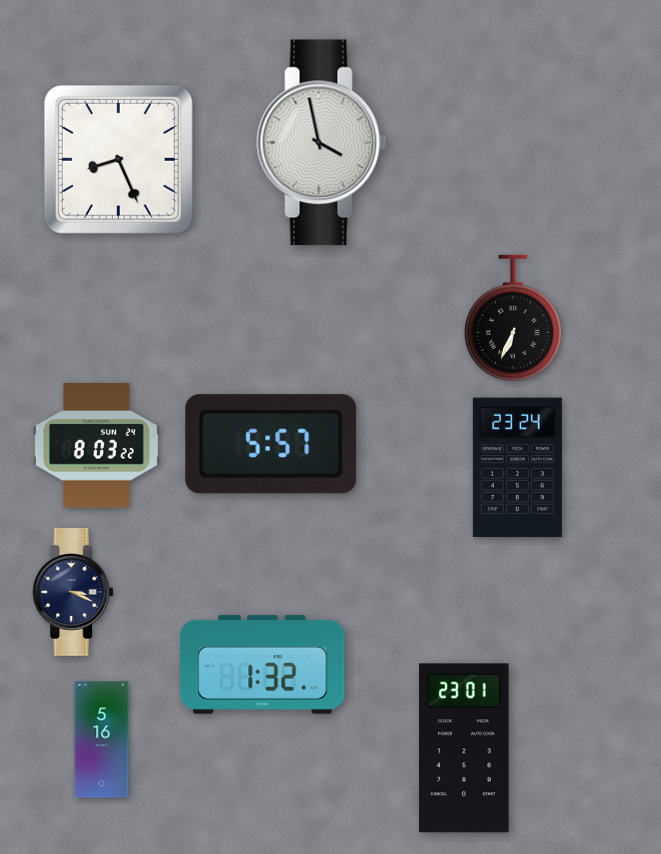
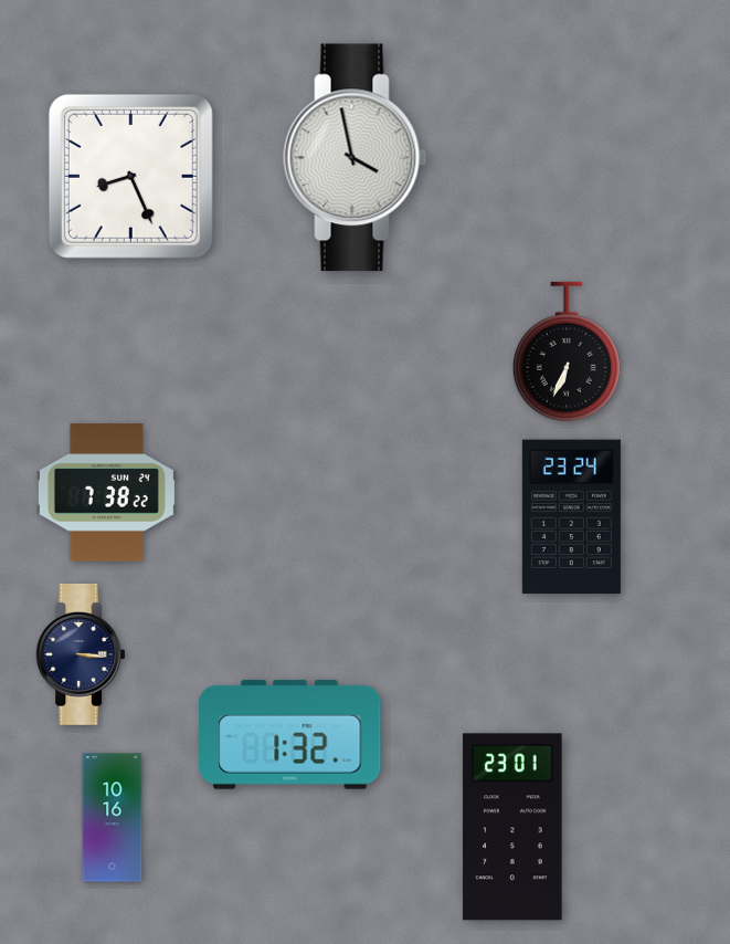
clock at (271, 444): 5:57 -> none
clock at (96, 446): 8:03 -> 7:38
clock at (73, 592): 3:19 -> 3:16
clock at (102, 740): 5:16 -> 10:16
